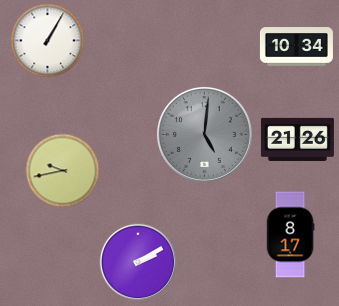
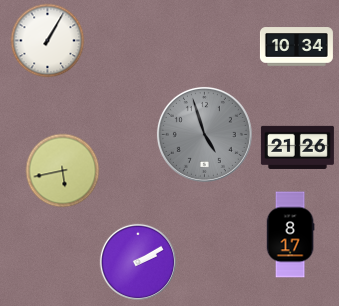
clock at (204, 134): 5:01 -> 4:57
clock at (297, 139) position: (297, 139) -> (297, 147)
clock at (63, 171): 9:43 -> 5:43
